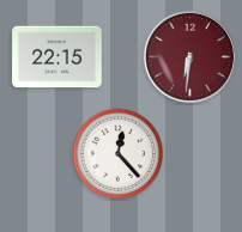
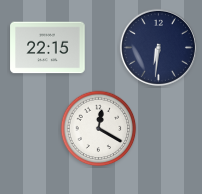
clock at (189, 56) dial: burgundy -> navy
clock at (119, 154): 12:23 -> 12:20
